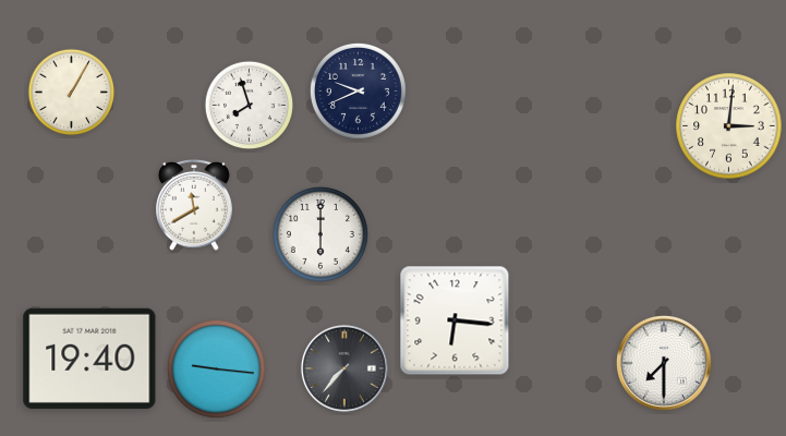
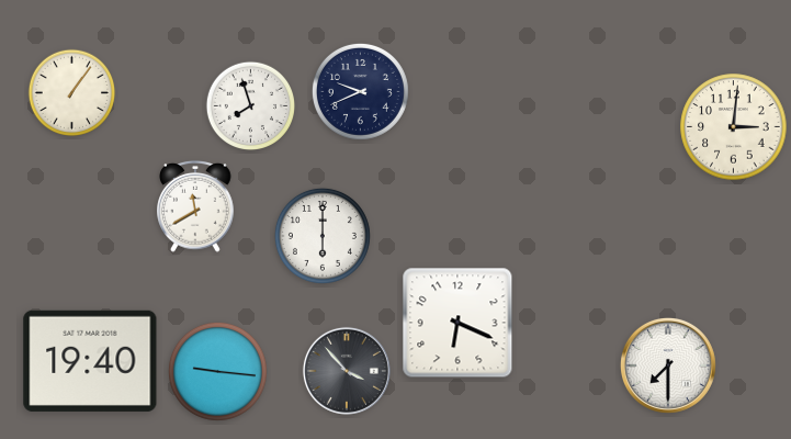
clock at (72, 93): 1:05 -> 1:06
clock at (455, 320): 6:16 -> 6:19
clock at (344, 368): 7:37 -> 3:53
